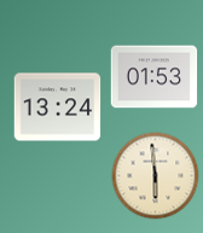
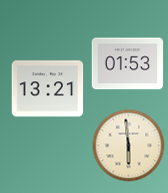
clock at (58, 107): 13:24 -> 13:21
